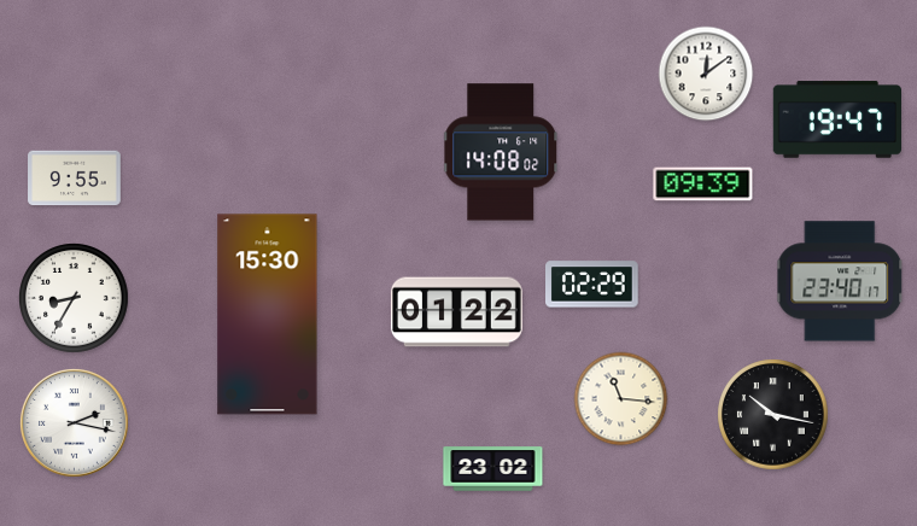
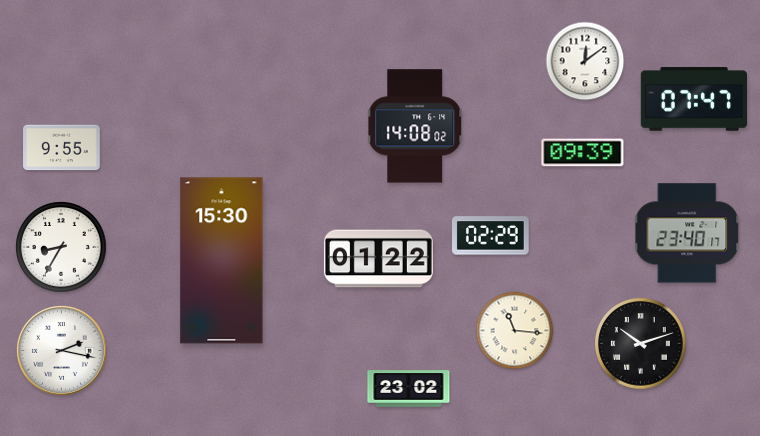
clock at (836, 119): 19:47 -> 07:47
clock at (841, 281) position: (841, 281) -> (688, 233)
clock at (773, 415): 10:17 -> 10:12
